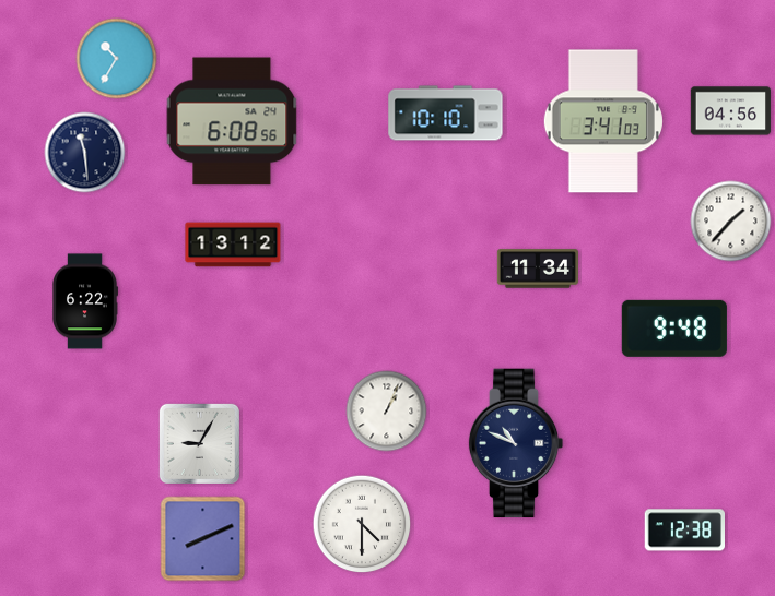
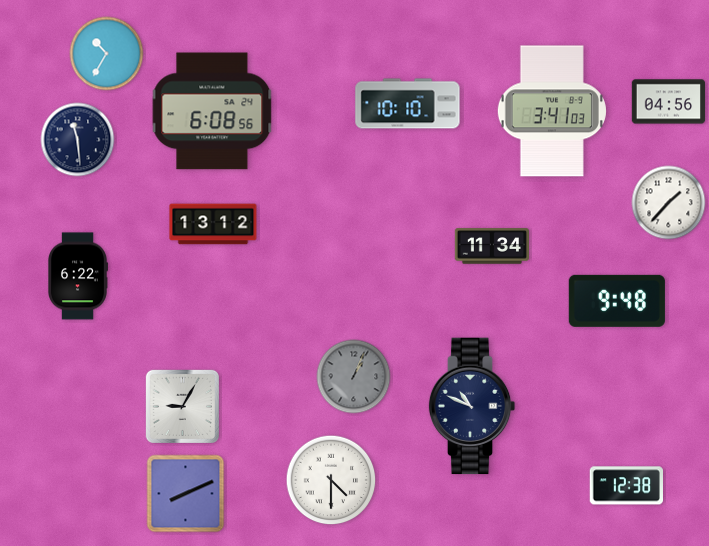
clock at (387, 412) dial: white -> grey
